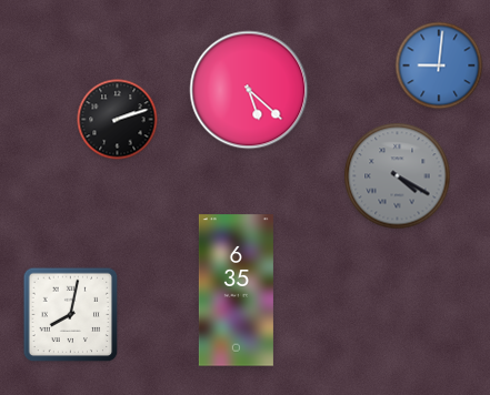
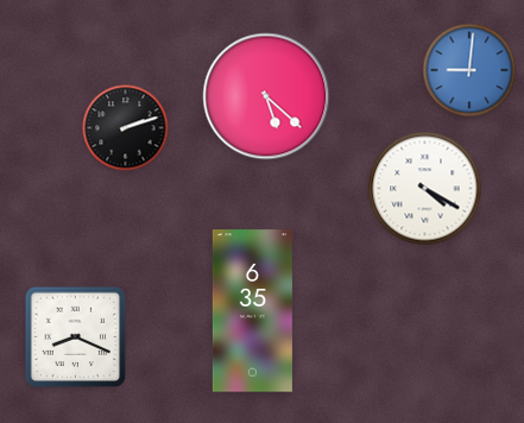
clock at (398, 176) dial: grey -> white
clock at (71, 315): 8:02 -> 8:19
